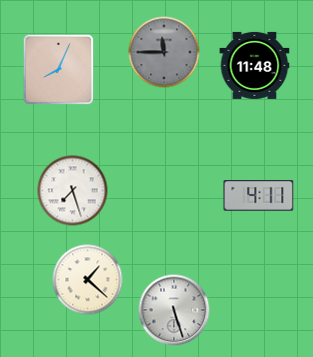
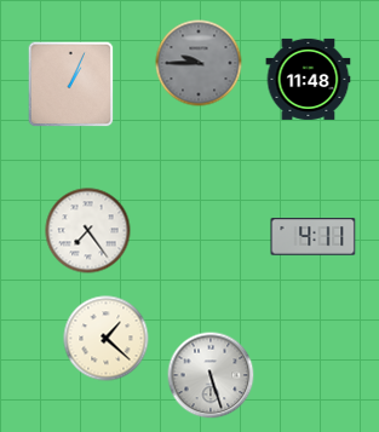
clock at (164, 52): 11:45 -> 9:45
clock at (59, 70): 8:04 -> 1:04
clock at (73, 191): 7:27 -> 7:24
